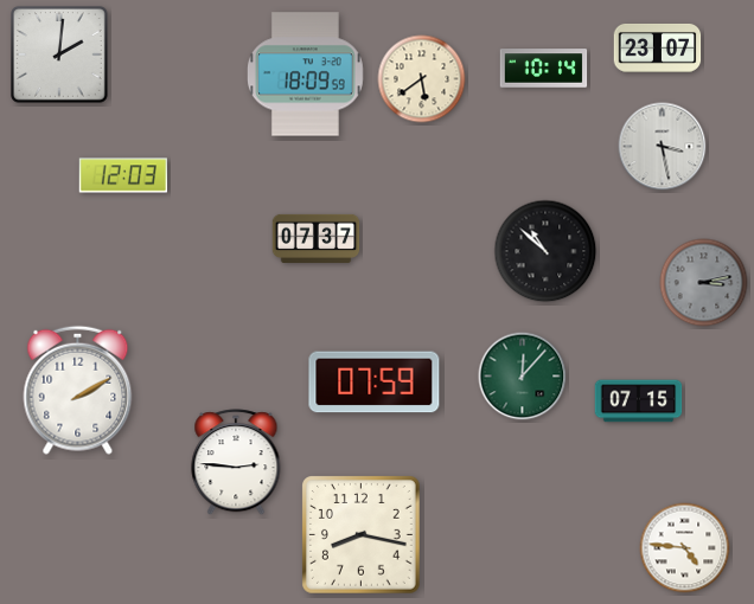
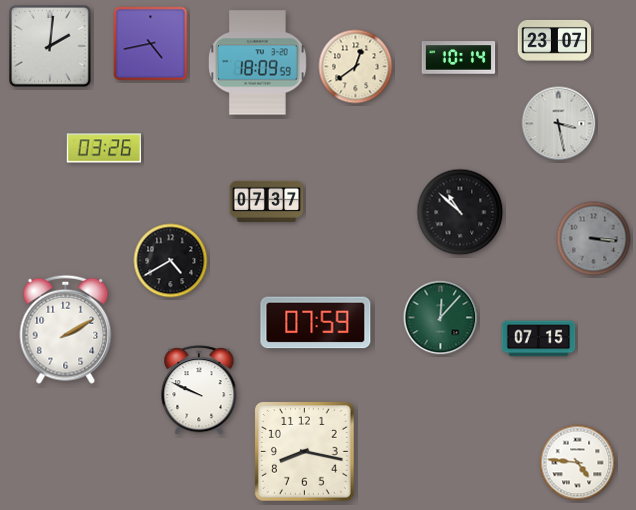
clock at (151, 44): none -> 4:43
clock at (422, 79): 5:39 -> 12:39
clock at (122, 175): 12:03 -> 03:26
clock at (704, 283): 3:13 -> 3:16
clock at (171, 261): none -> 4:40
clock at (236, 463): 2:46 -> 9:49
